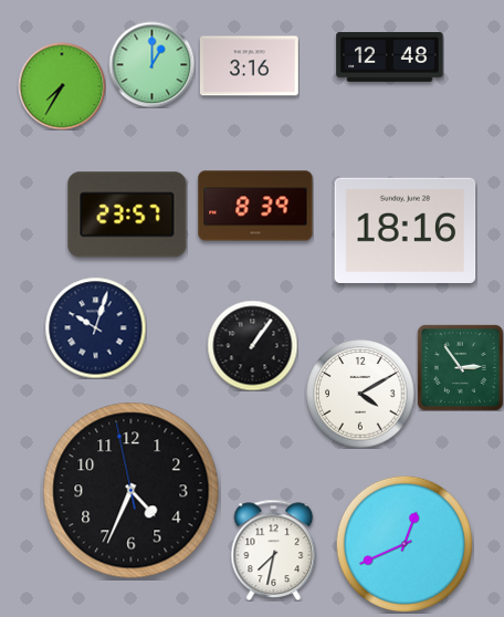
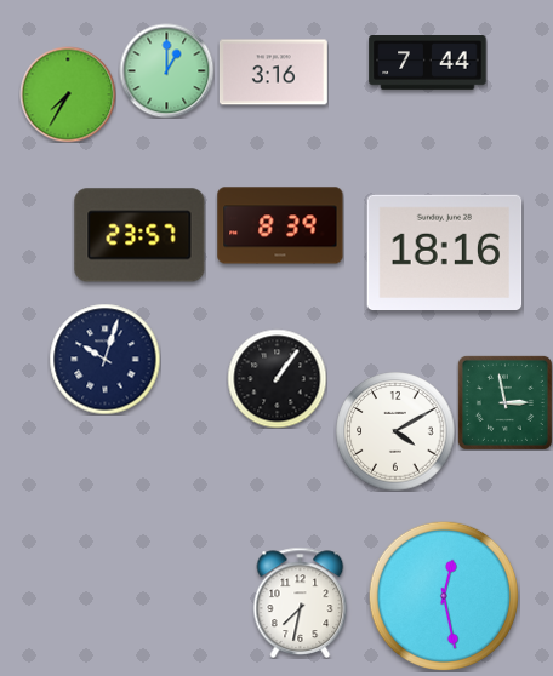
clock at (390, 57): 12:48 -> 7:44
clock at (460, 367): 2:54 -> 2:58
clock at (132, 491): 4:33 -> none
clock at (403, 543): 12:41 -> 12:28
